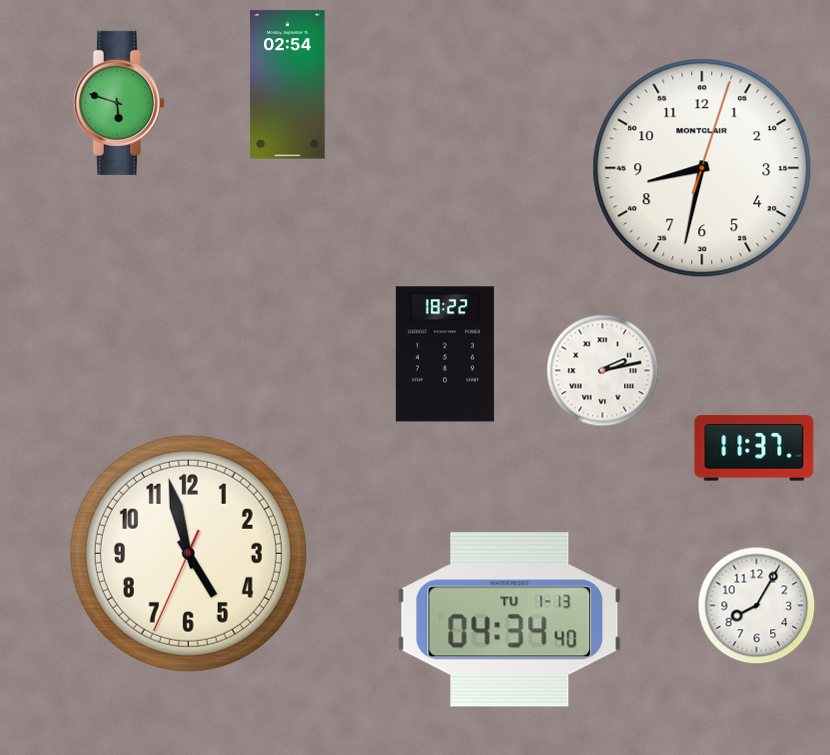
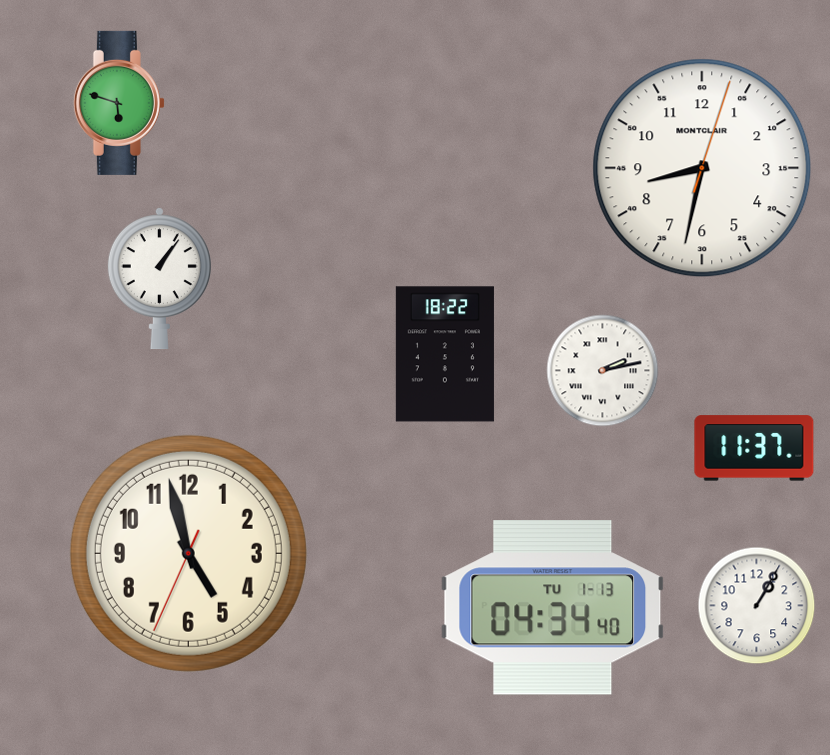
clock at (288, 85): 02:54 -> none
clock at (159, 279): none -> 1:06
clock at (757, 606): 8:05 -> 1:05
clock at (510, 620) position: (510, 620) -> (553, 608)
